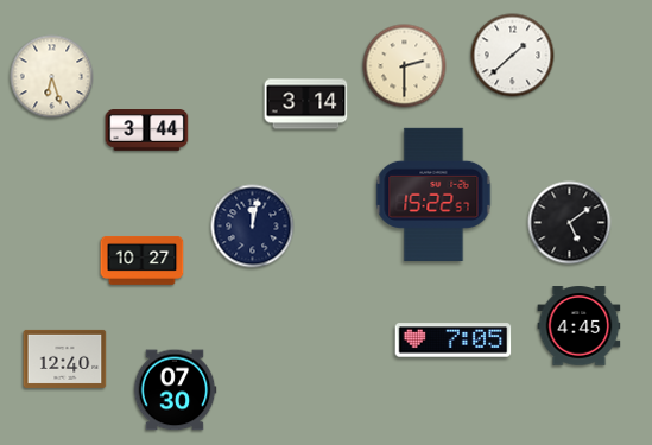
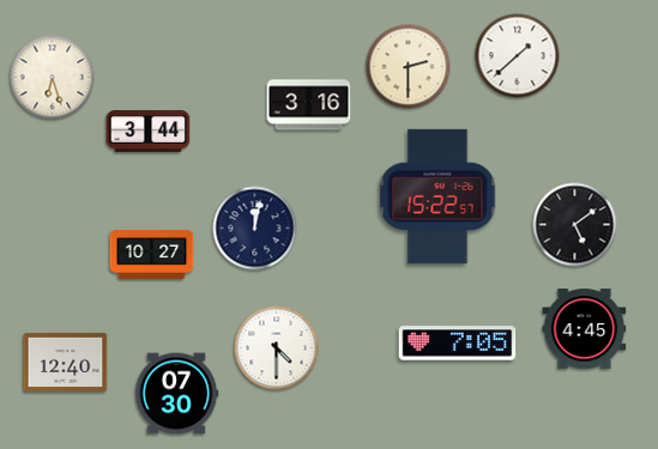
clock at (306, 104): 3:14 -> 3:16
clock at (143, 261) position: (143, 261) -> (152, 255)
clock at (277, 348): none -> 4:30
